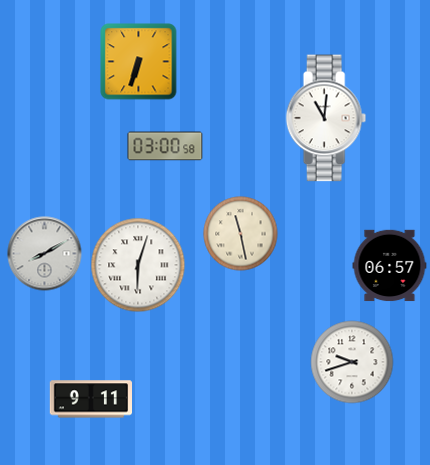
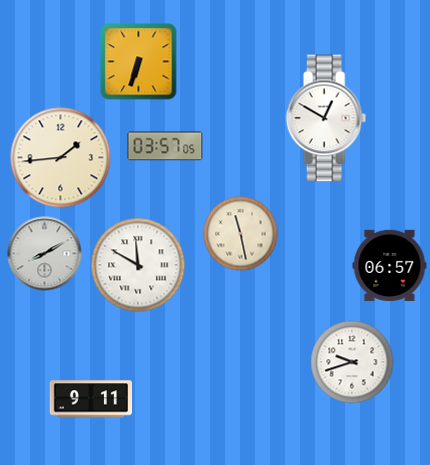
clock at (326, 118): 11:01 -> 12:50
clock at (165, 146): 03:00 -> 03:57
clock at (61, 158): none -> 1:44
clock at (138, 265): 6:03 -> 11:50
